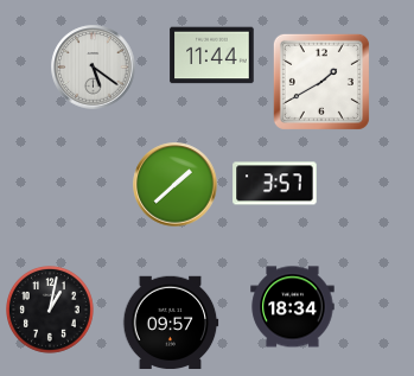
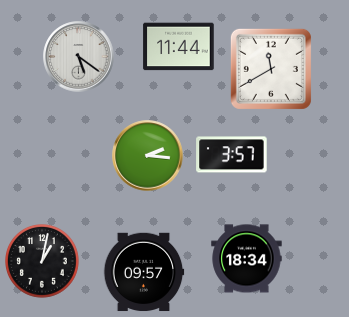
clock at (321, 82): 1:40 -> 11:40
clock at (176, 185): 1:38 -> 2:16
